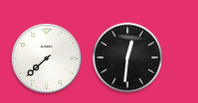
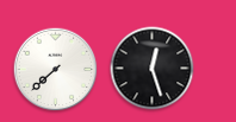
clock at (128, 58): 12:31 -> 12:27
